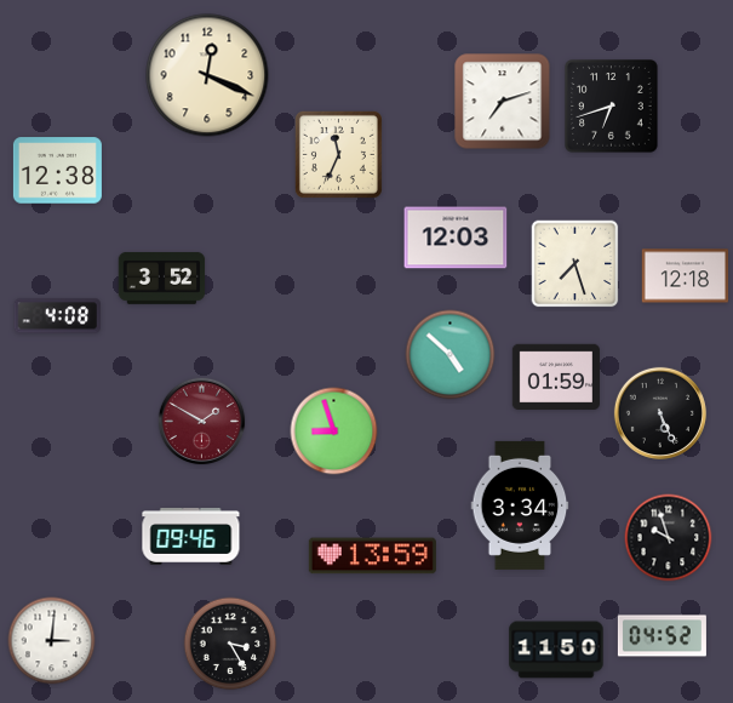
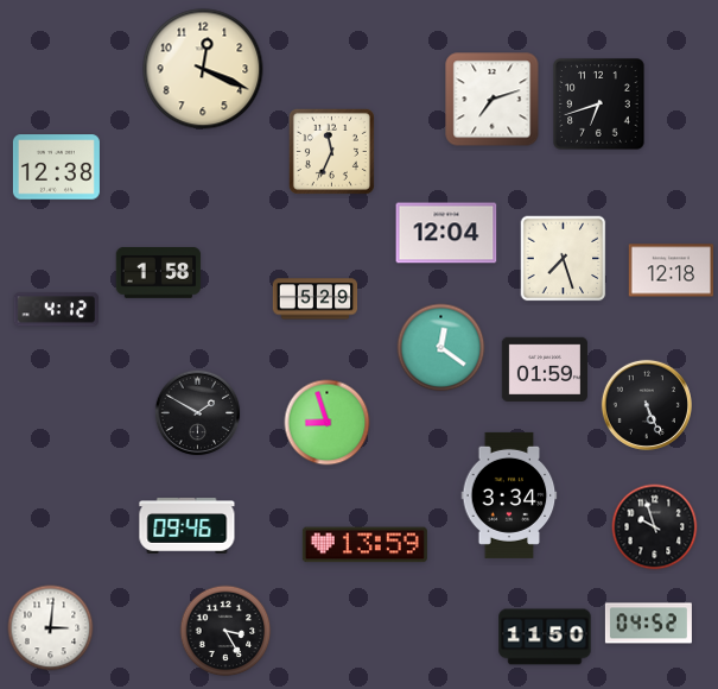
clock at (207, 75) position: (207, 75) -> (203, 69)
clock at (456, 238): 12:03 -> 12:04
clock at (162, 278): 3:52 -> 1:58
clock at (316, 299): none -> 5:29
clock at (57, 316): 4:08 -> 4:12
clock at (451, 355): 4:52 -> 12:21
clock at (202, 422) dial: burgundy -> black
